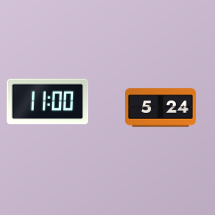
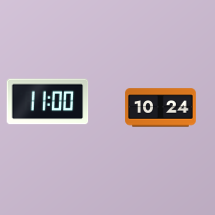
clock at (161, 108): 5:24 -> 10:24
